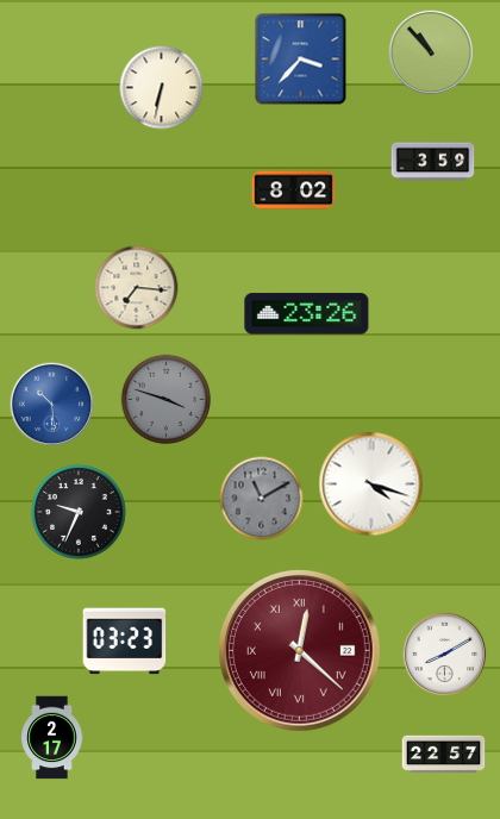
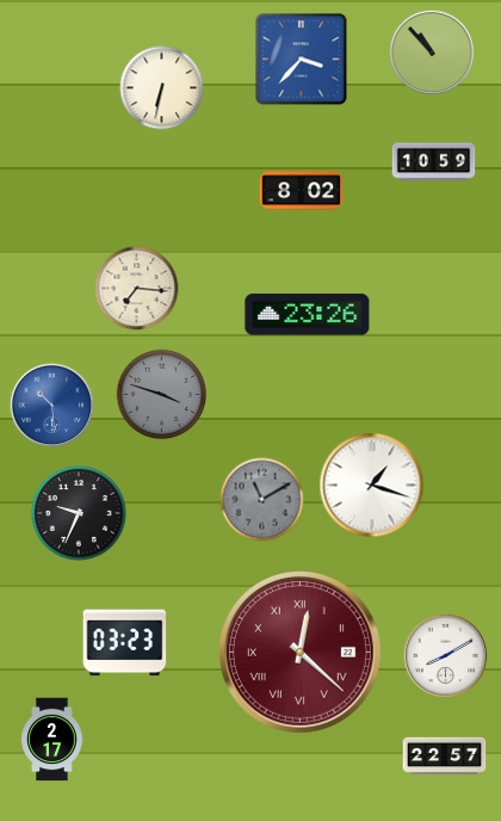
clock at (433, 162): 3:59 -> 10:59
clock at (294, 190) position: (294, 190) -> (302, 191)
clock at (167, 400) position: (167, 400) -> (162, 395)
clock at (371, 484): 4:18 -> 1:18
